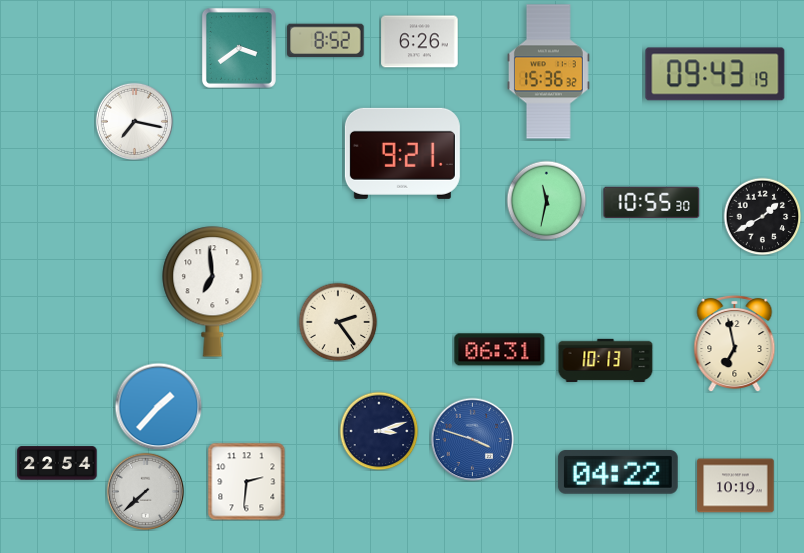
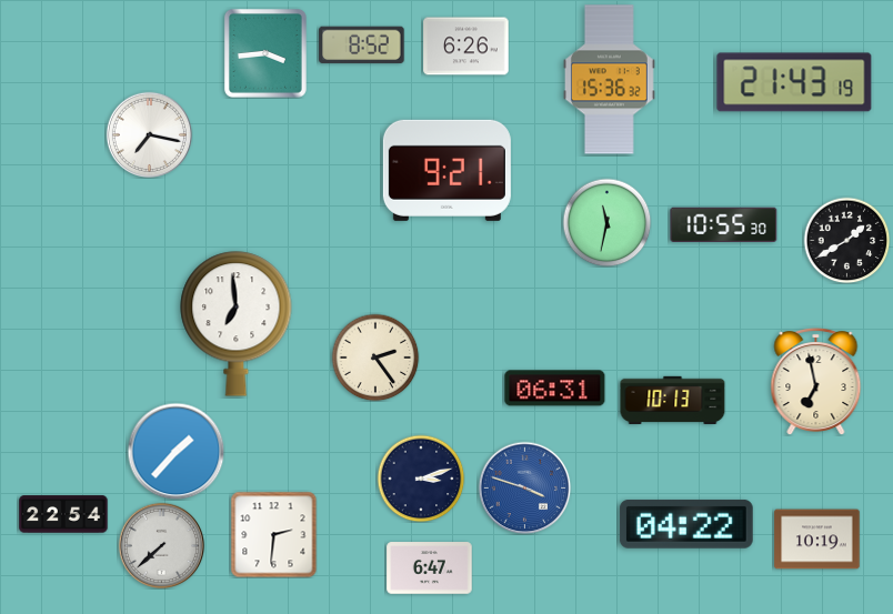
clock at (239, 48): 3:39 -> 3:44
clock at (715, 74): 09:43 -> 21:43
clock at (430, 568): none -> 6:47
